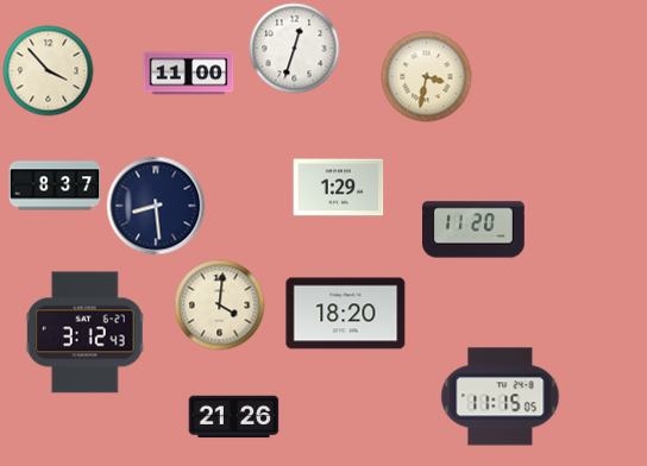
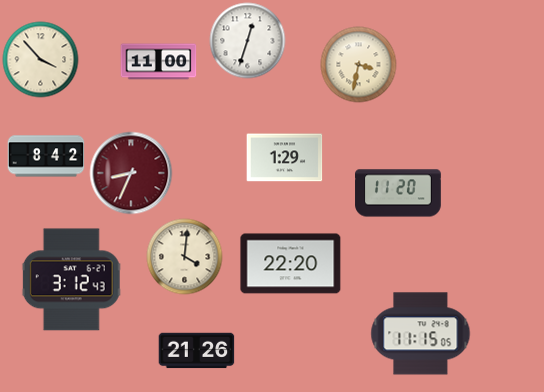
clock at (55, 185): 8:37 -> 8:42
clock at (156, 206): 8:29 -> 8:34
clock at (156, 206) dial: navy -> burgundy
clock at (346, 314): 18:20 -> 22:20
